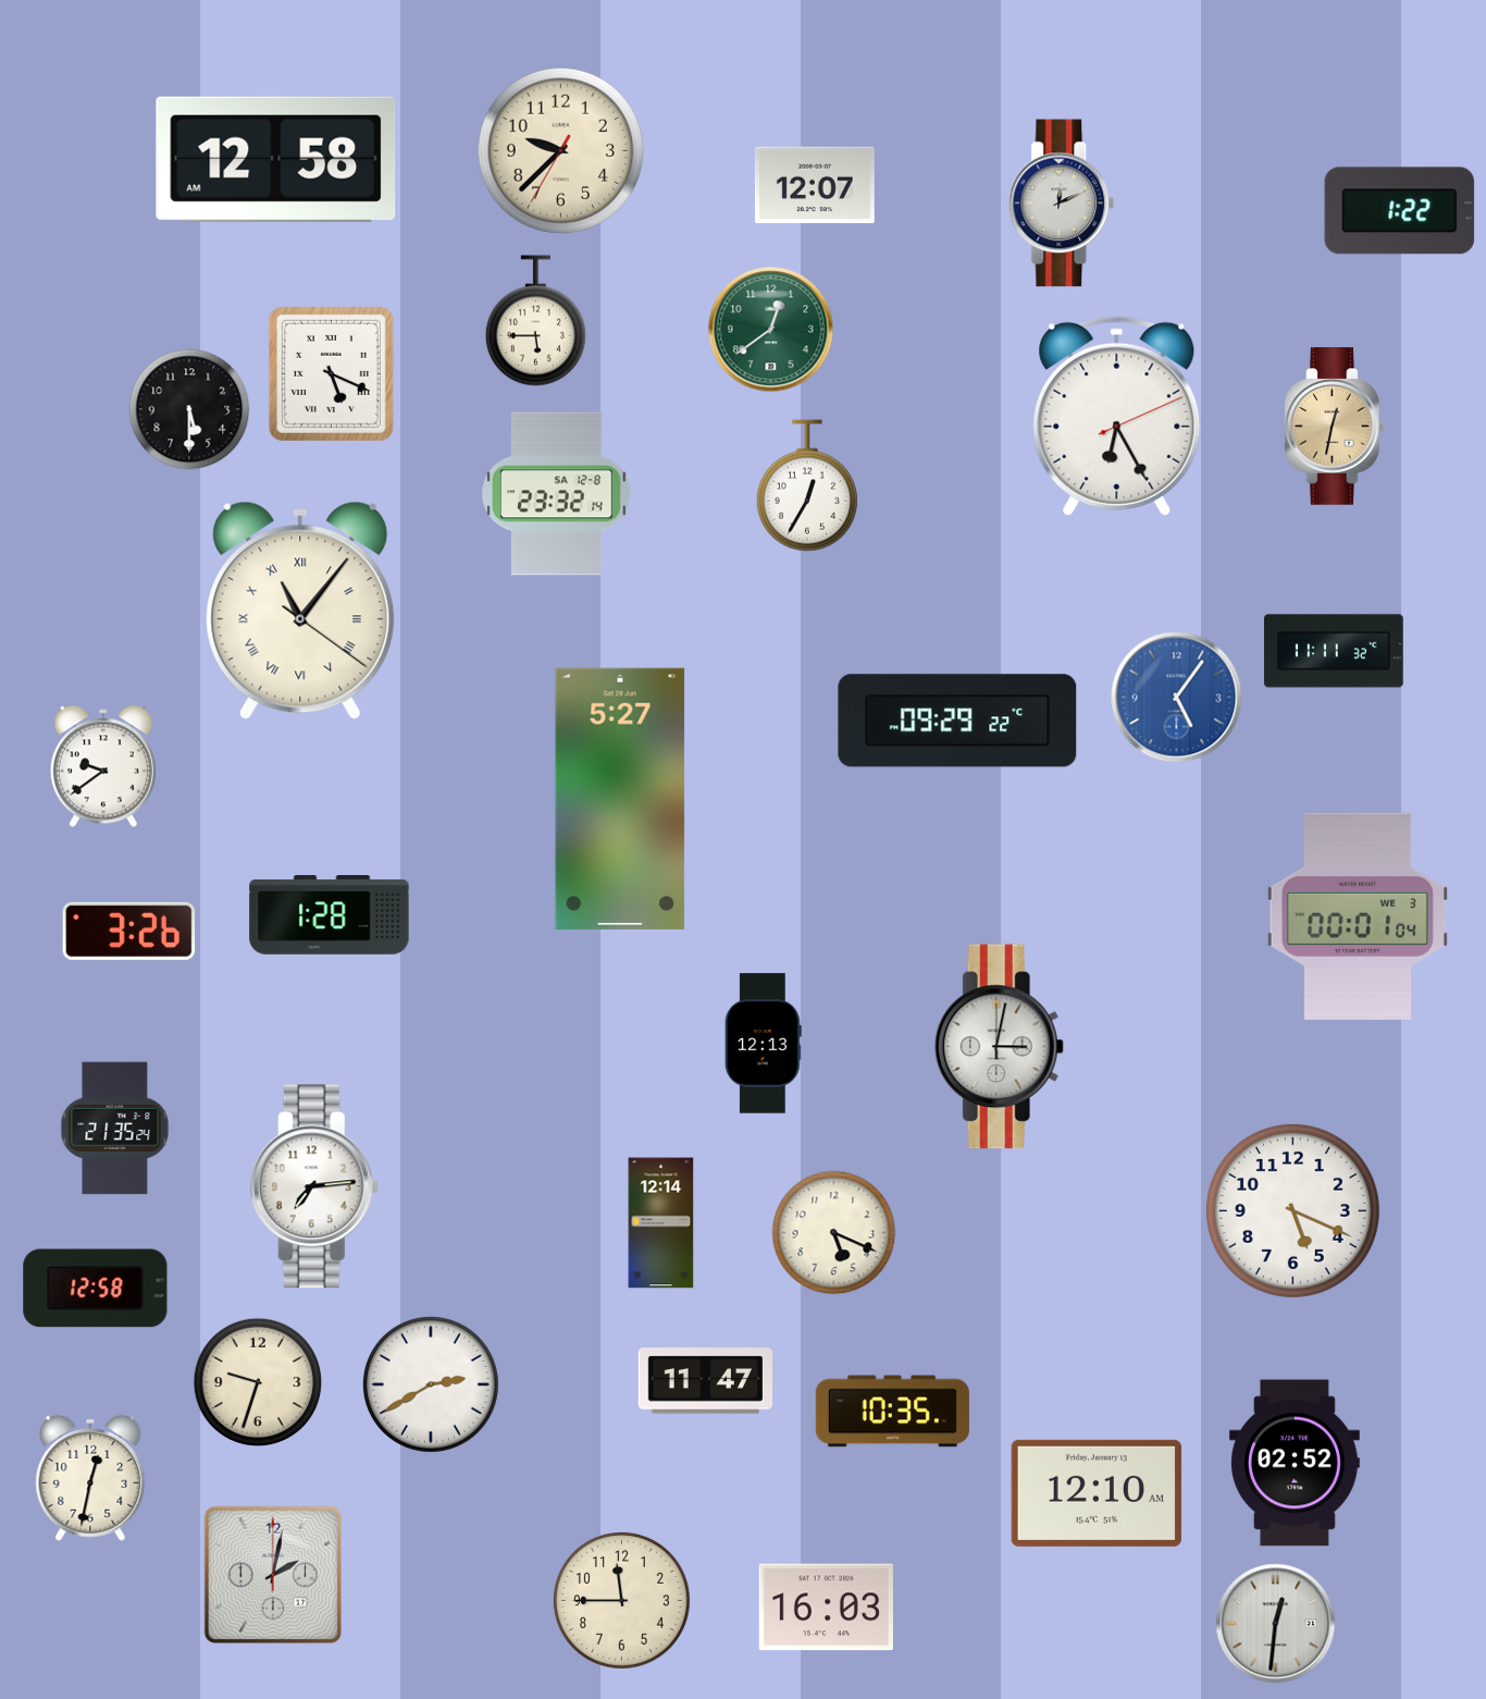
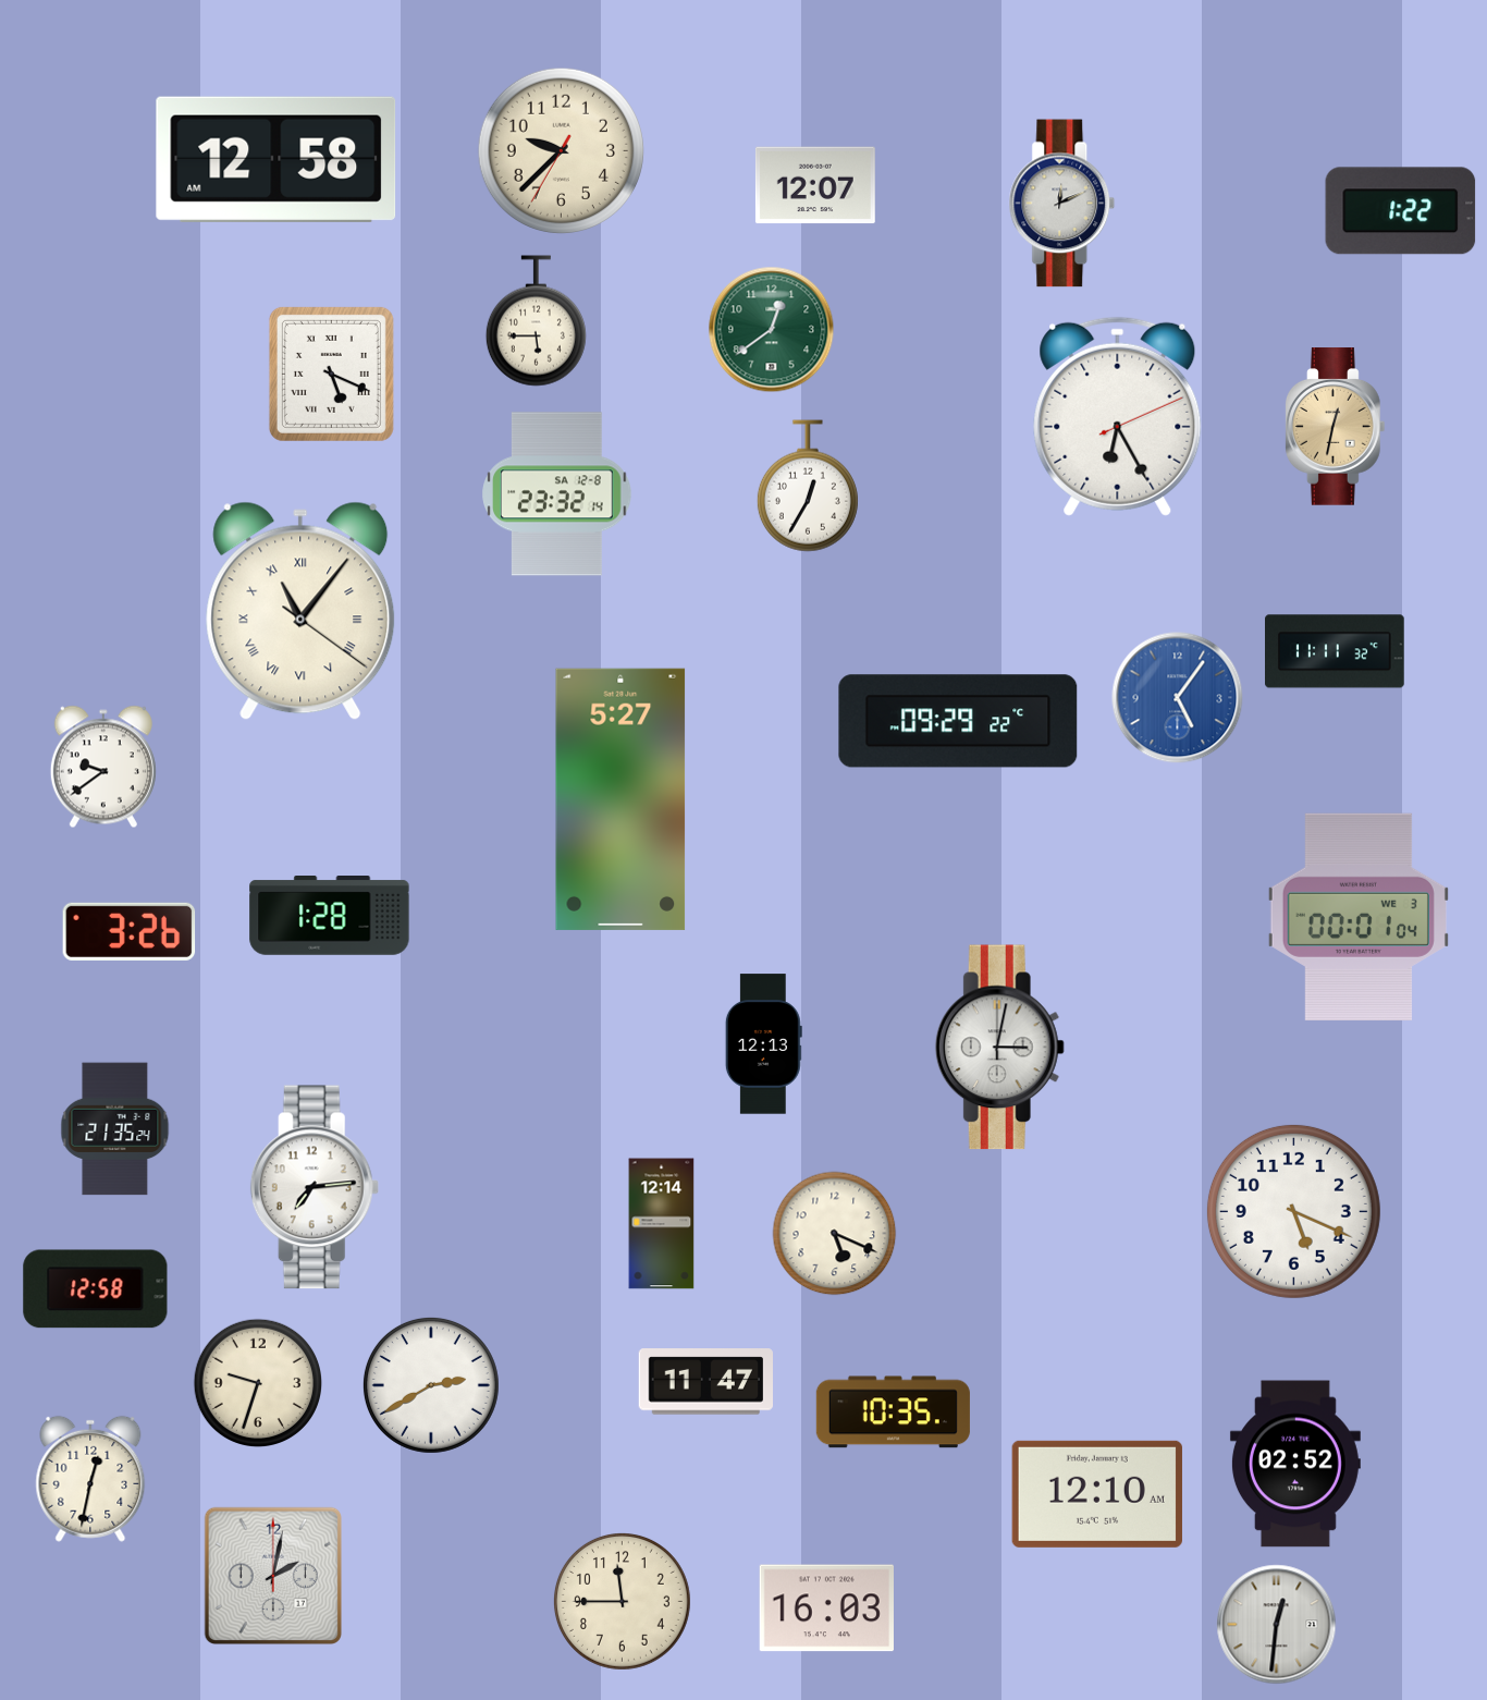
clock at (189, 409): 5:30 -> none
